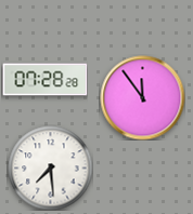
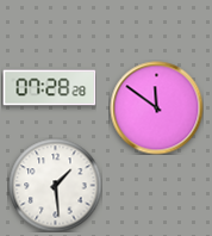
clock at (142, 97): 11:54 -> 11:51
clock at (50, 168): 7:29 -> 1:29
